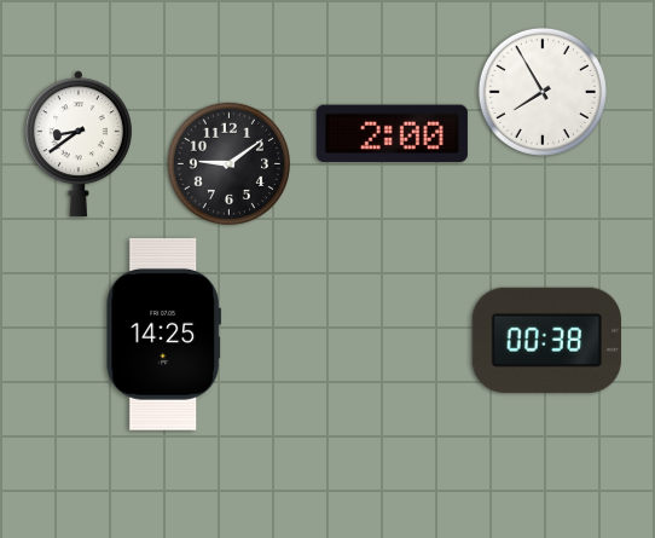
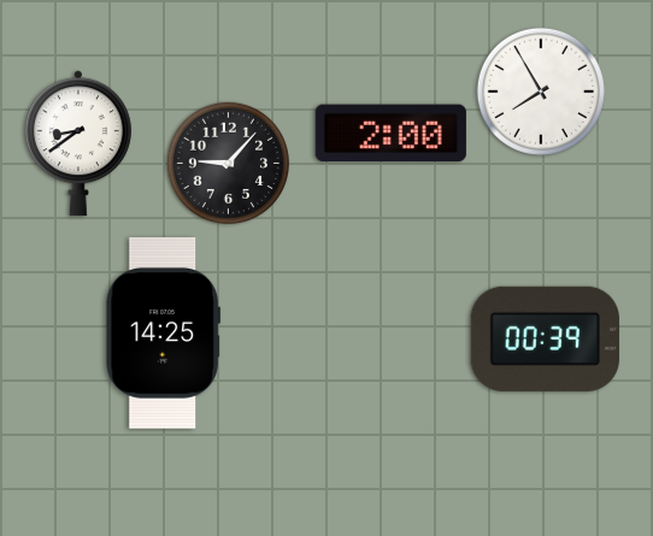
clock at (228, 163): 9:09 -> 9:07
clock at (546, 340): 00:38 -> 00:39
